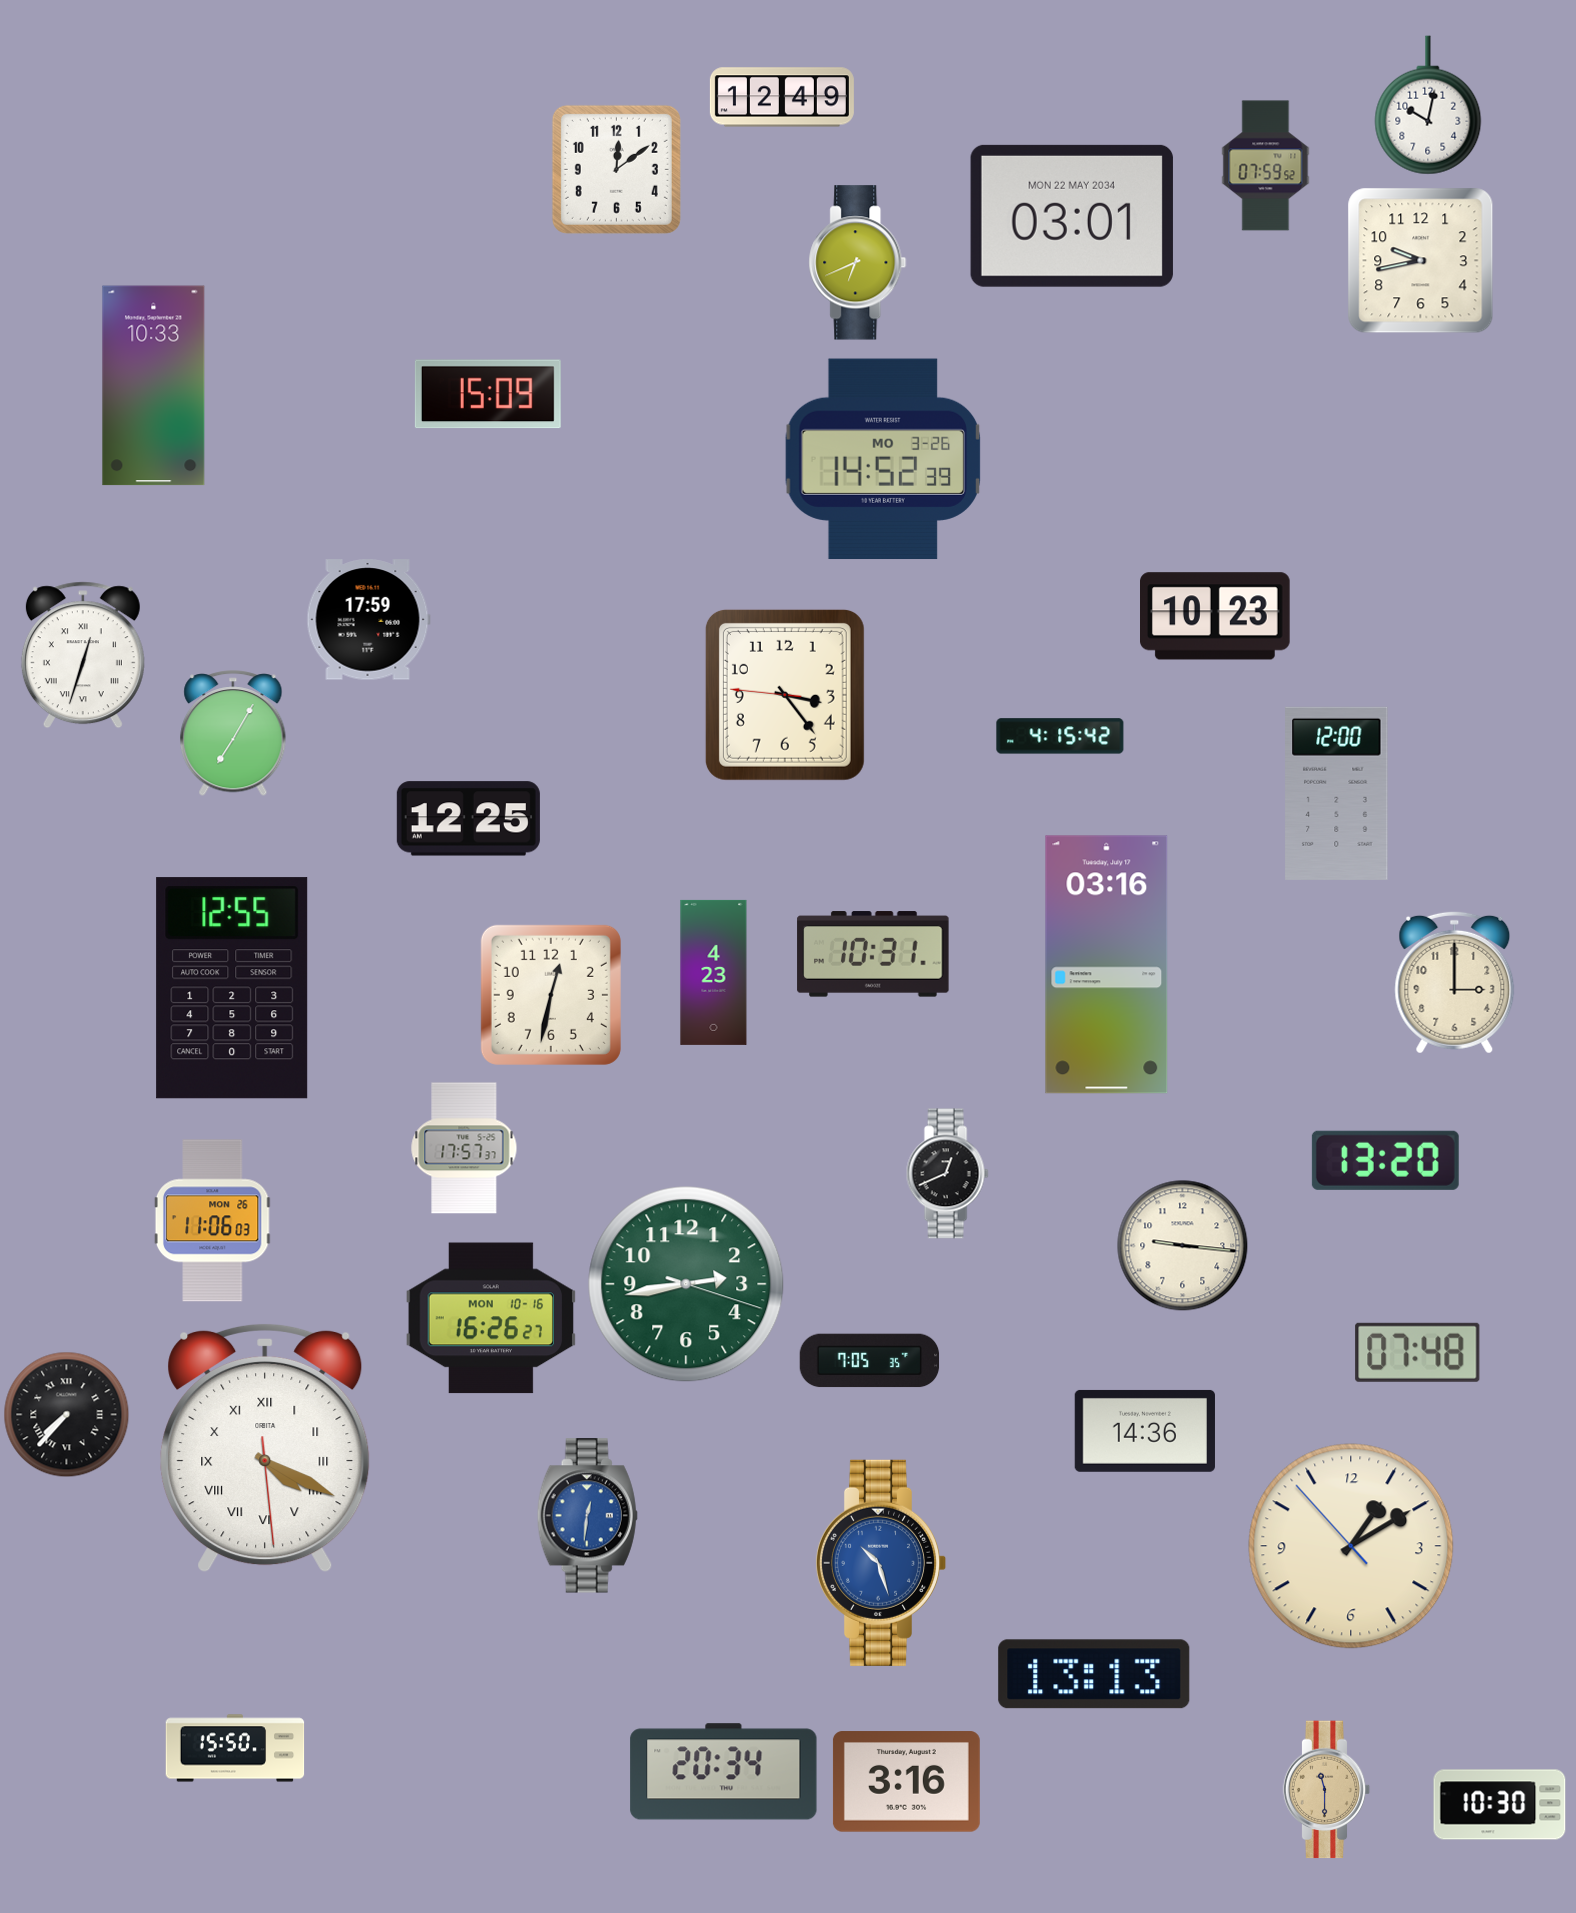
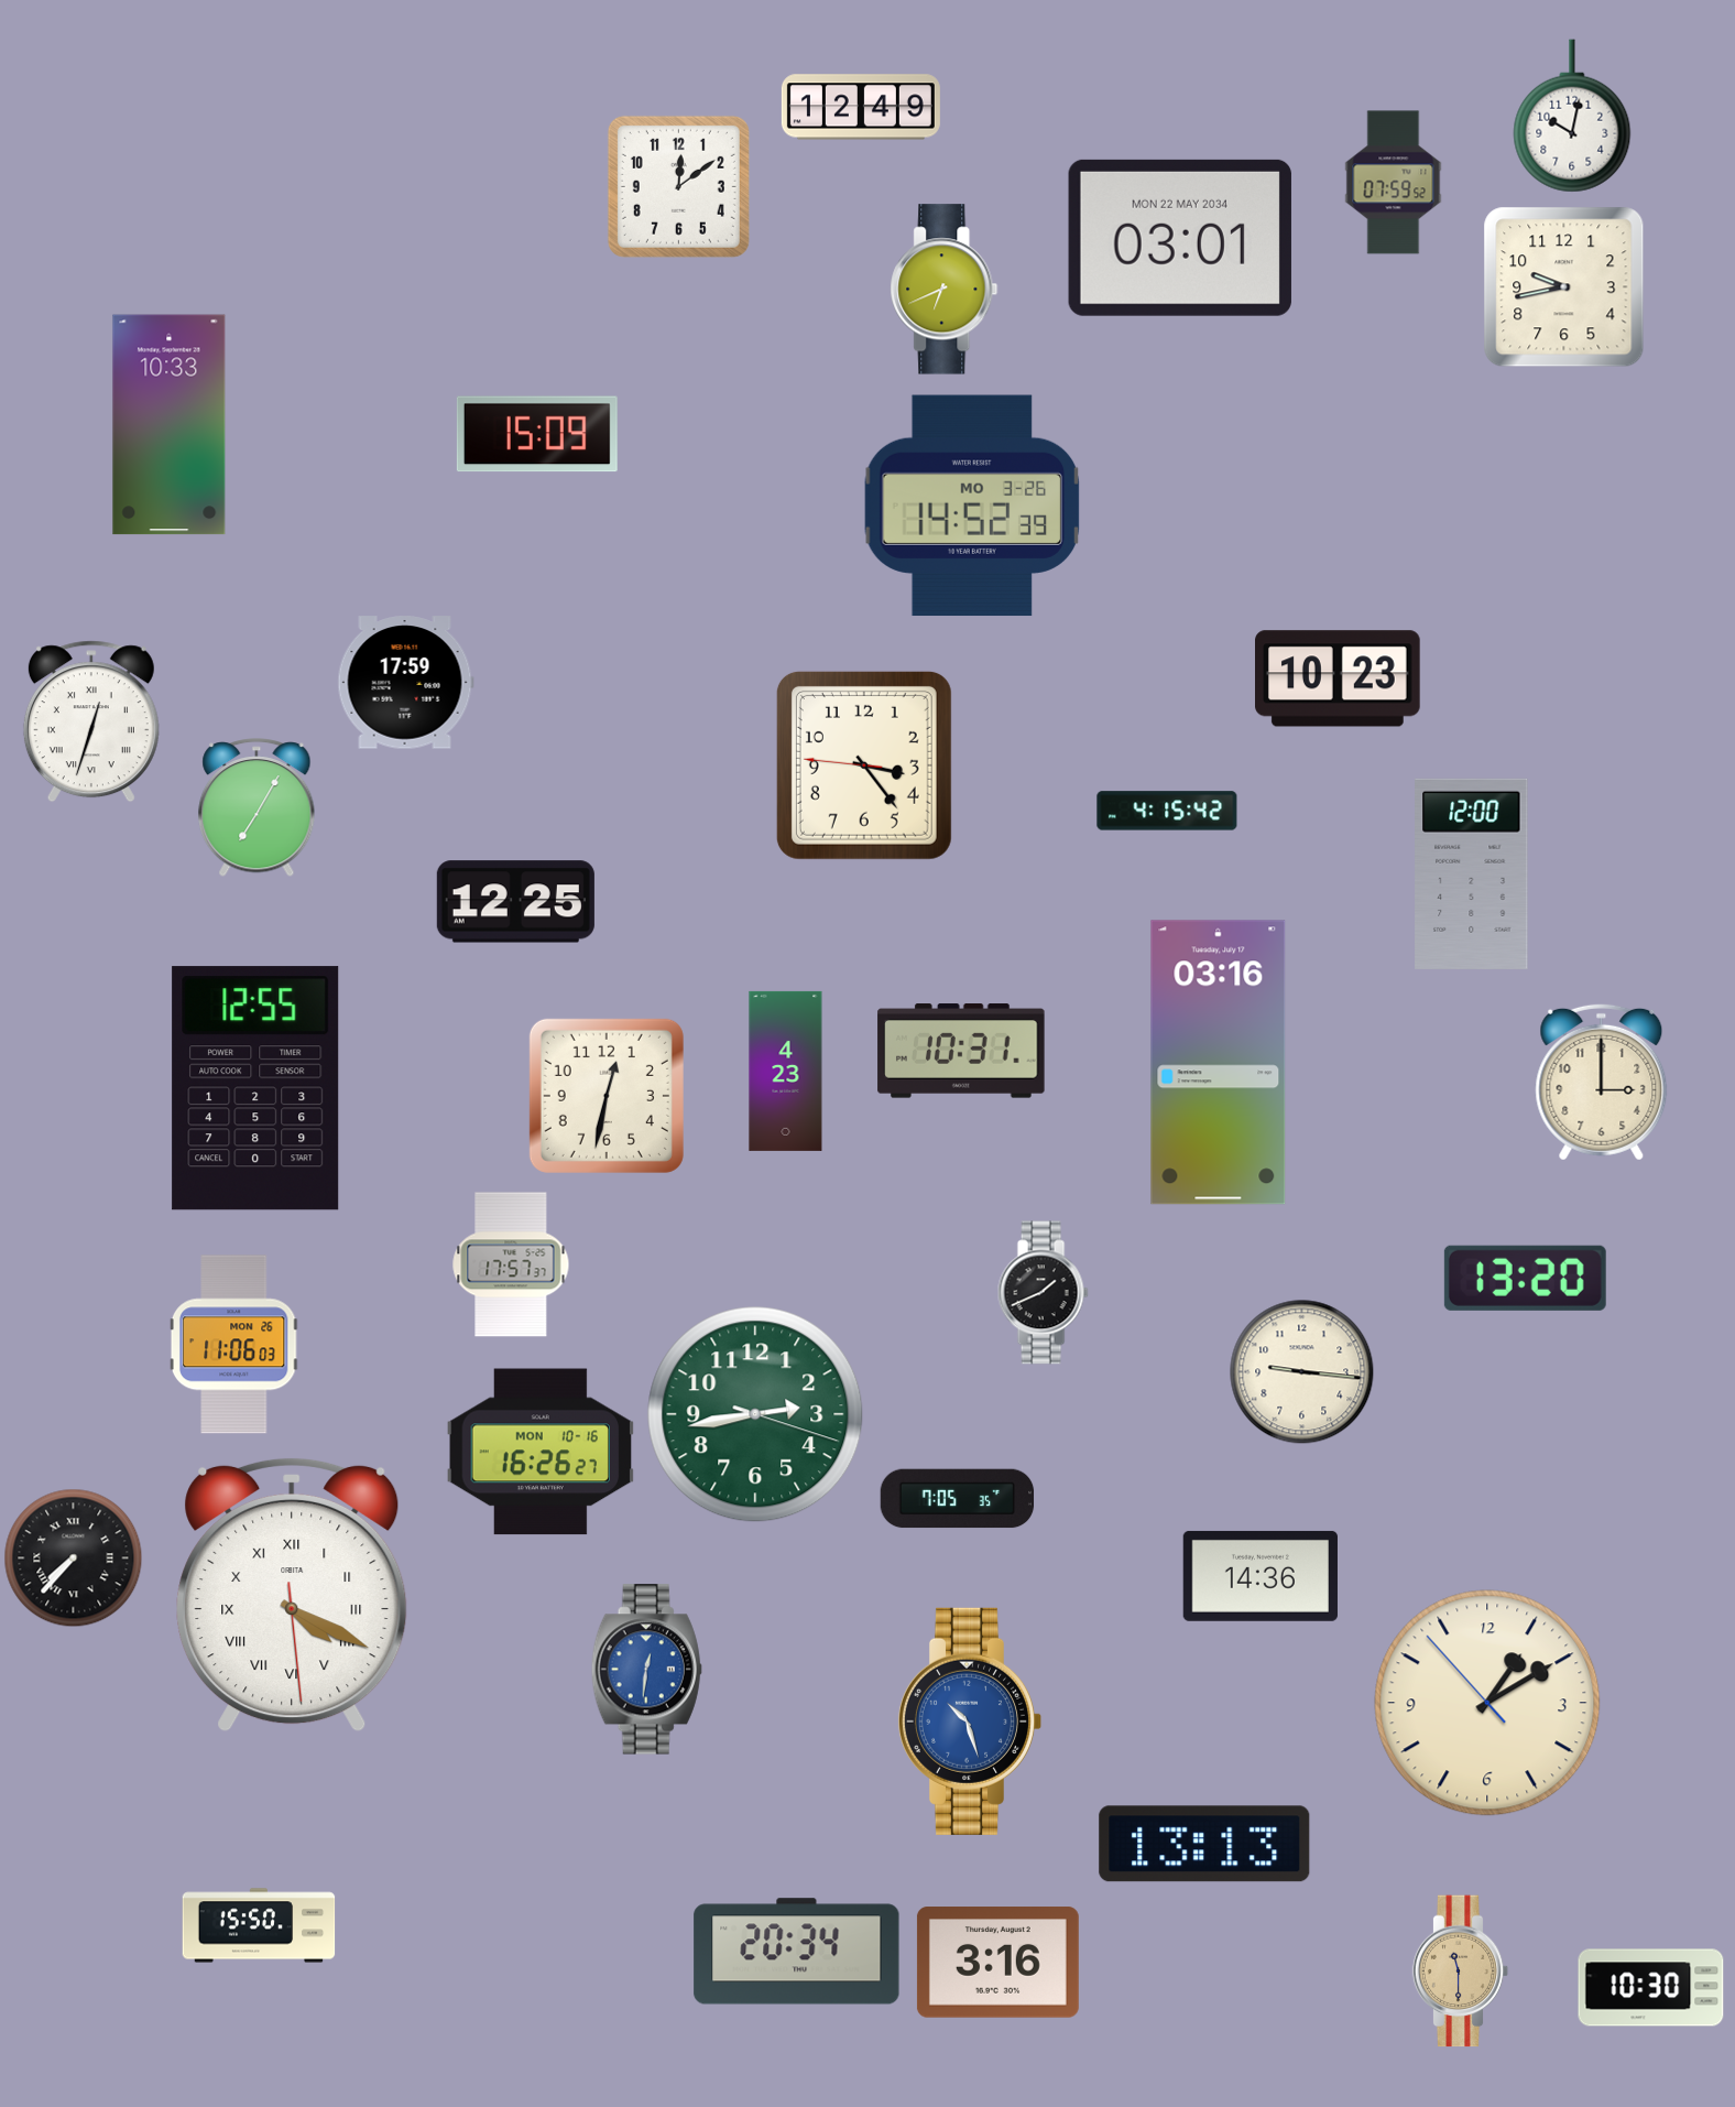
clock at (947, 1174): 12:41 -> 1:41
clock at (1418, 1352): 07:48 -> none
